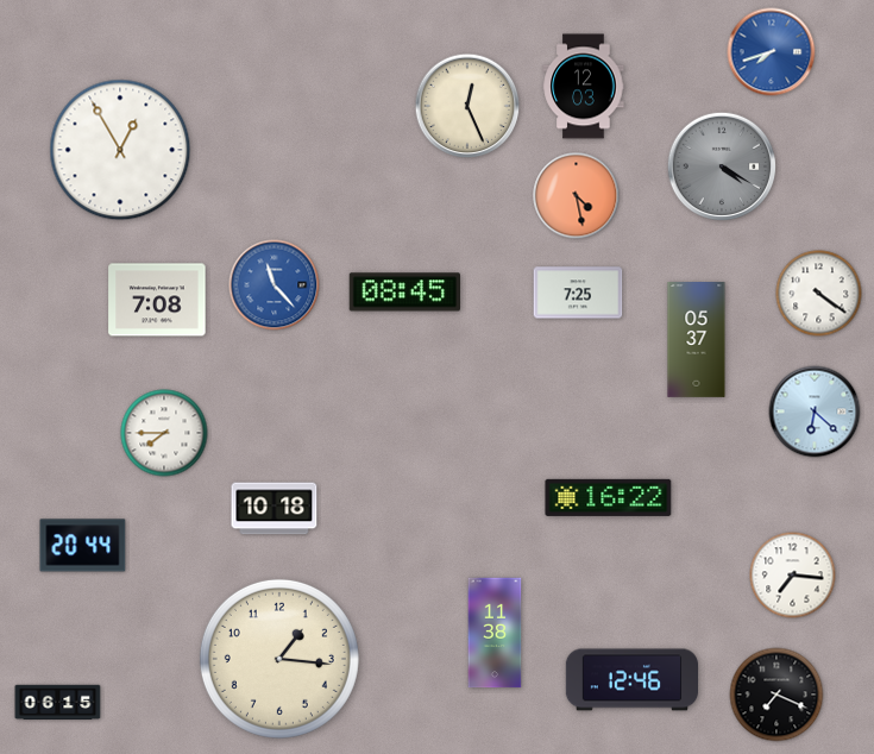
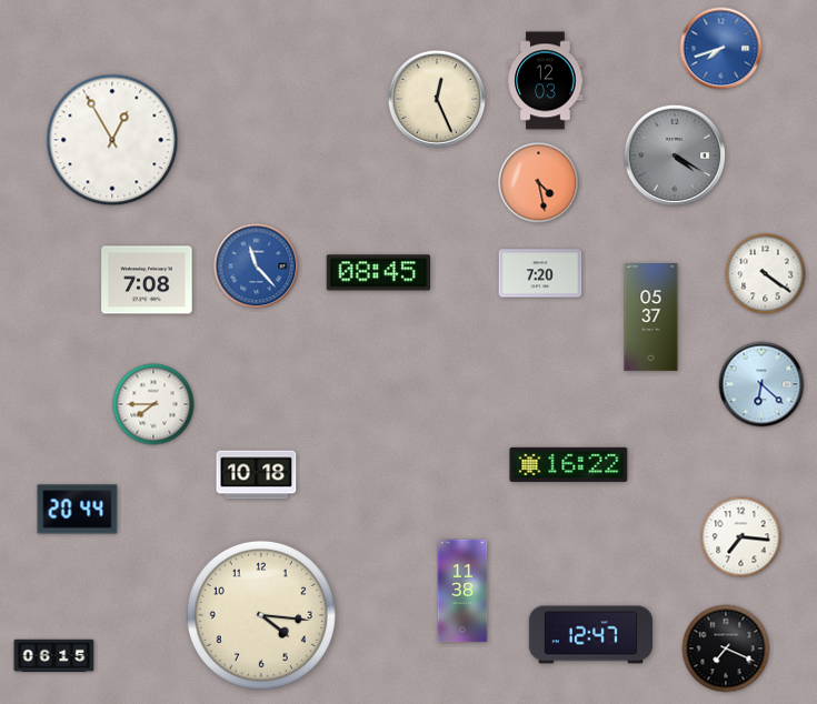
clock at (578, 293): 7:25 -> 7:20
clock at (279, 659): 1:16 -> 4:16
clock at (633, 680): 12:46 -> 12:47
